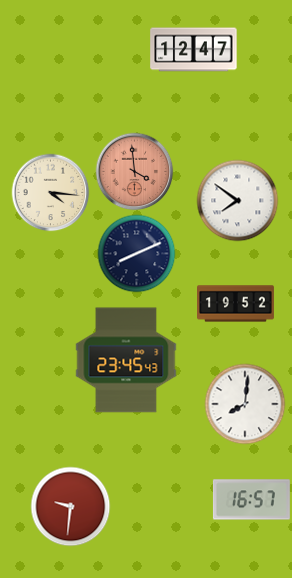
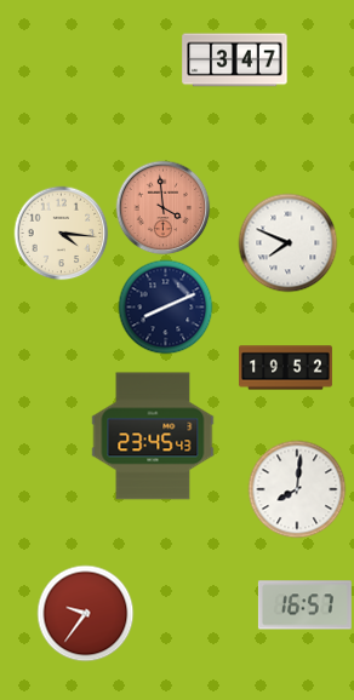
clock at (194, 50): 12:47 -> 3:47
clock at (237, 200): 7:51 -> 7:49
clock at (70, 506): 9:31 -> 9:36
